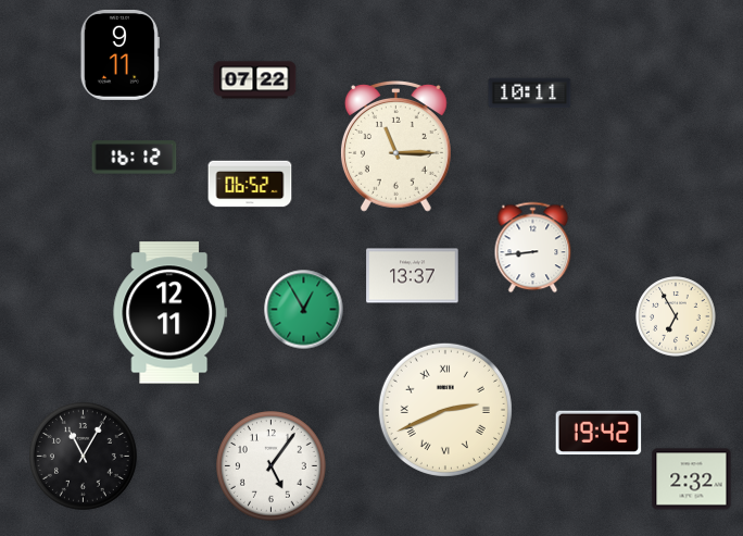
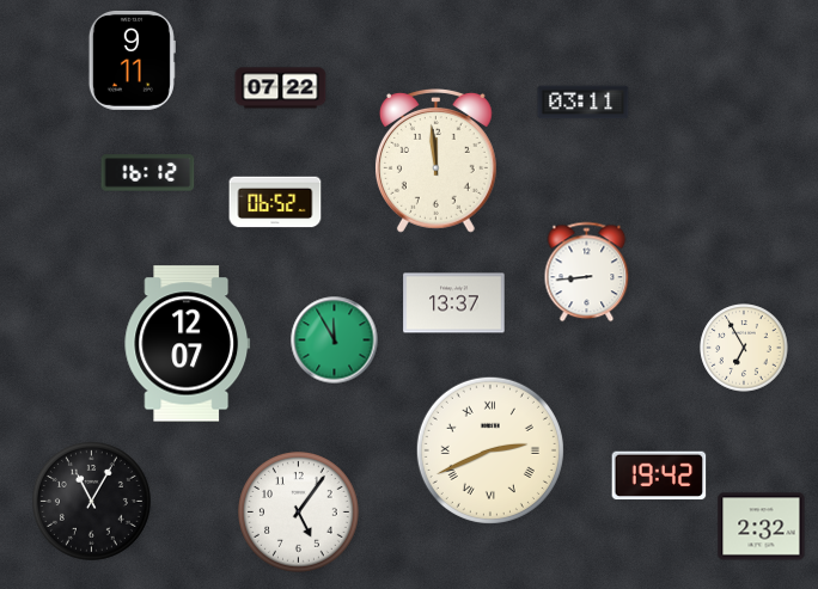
clock at (530, 94): 10:11 -> 03:11
clock at (395, 147): 11:15 -> 11:59
clock at (304, 310): 12:55 -> 11:55
clock at (171, 313): 12:11 -> 12:07
